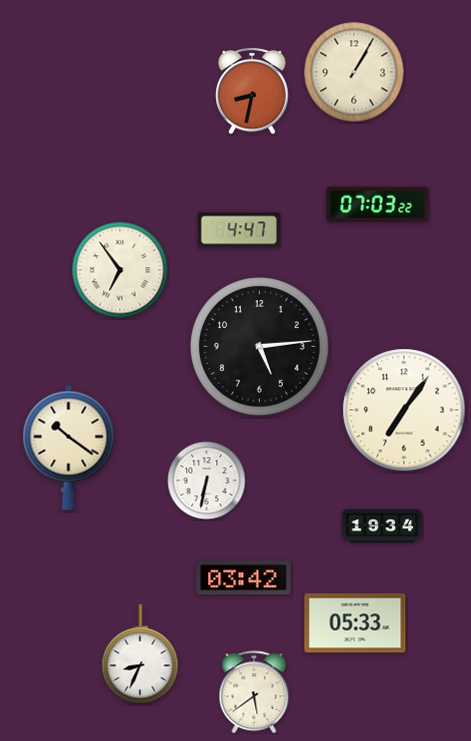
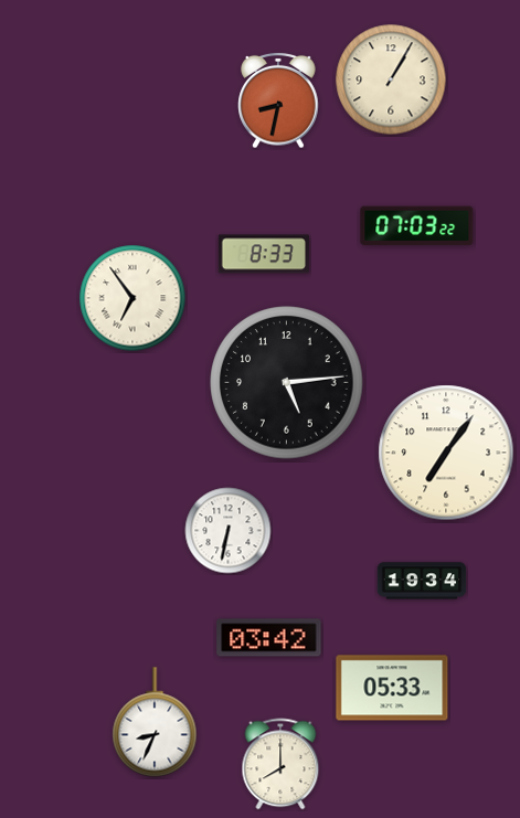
clock at (238, 230): 4:47 -> 8:33
clock at (69, 447): 10:21 -> none
clock at (254, 692): 5:39 -> 8:00
